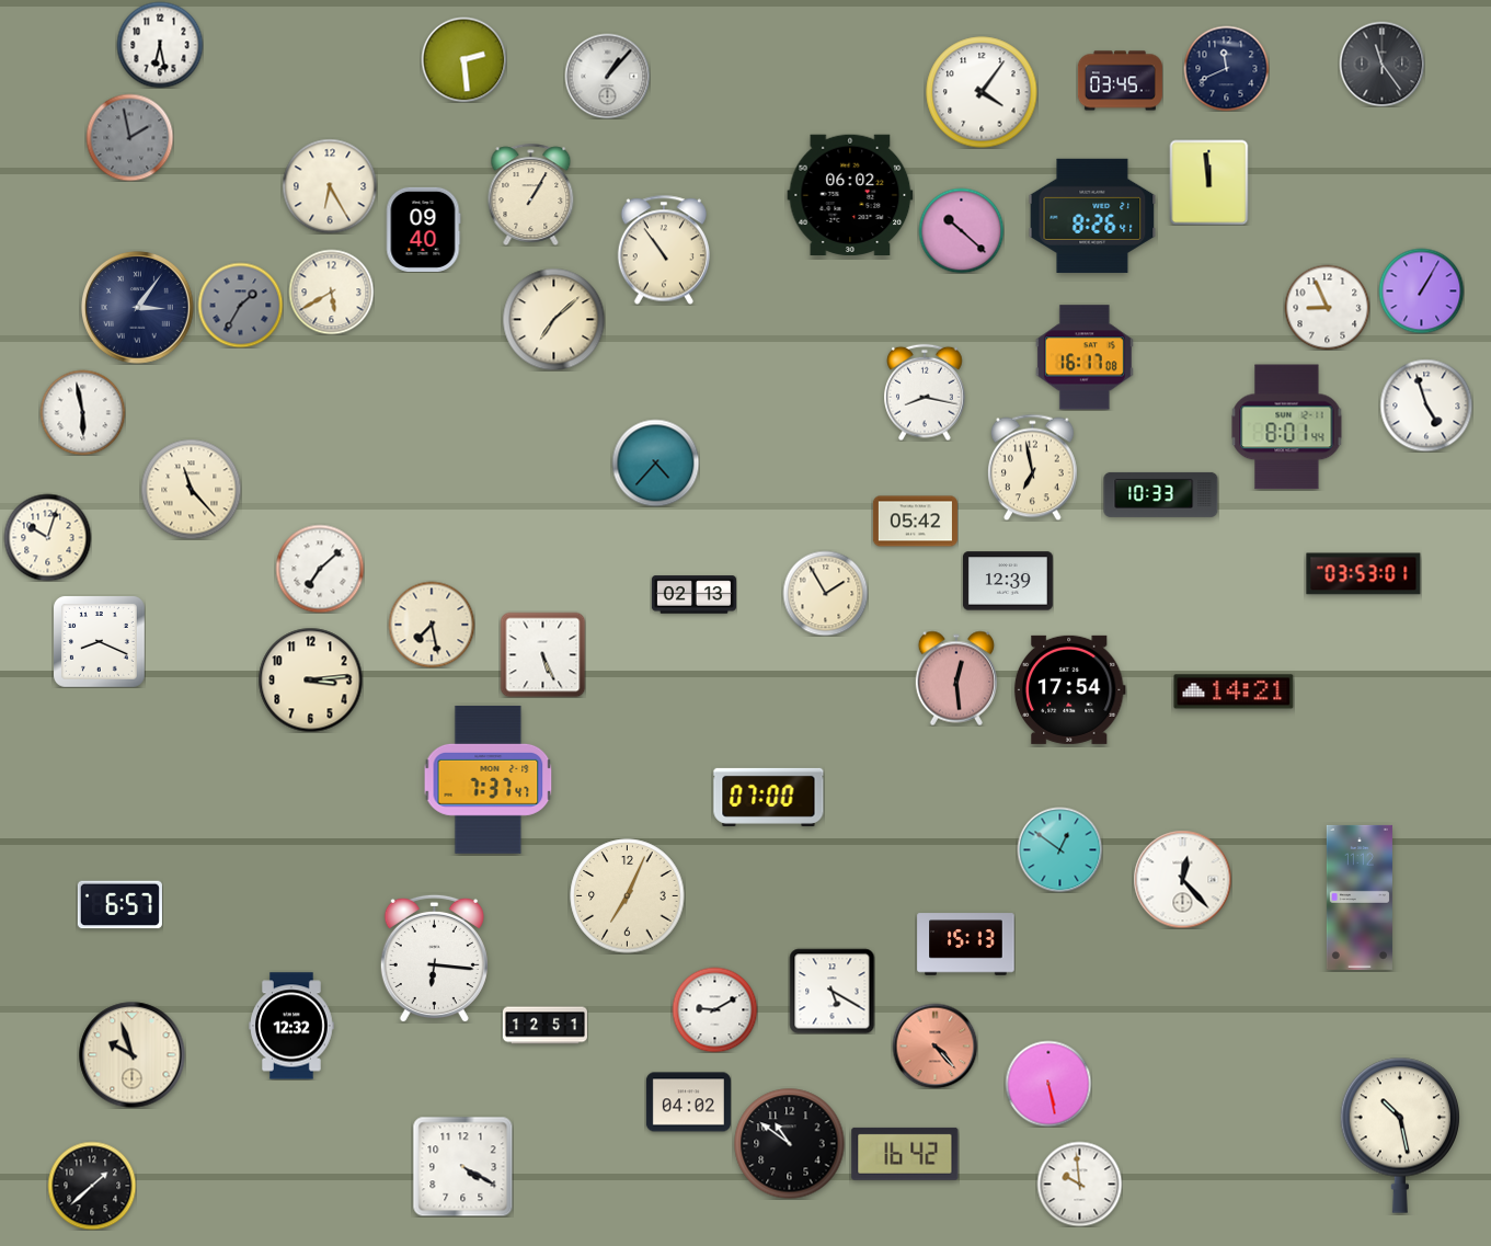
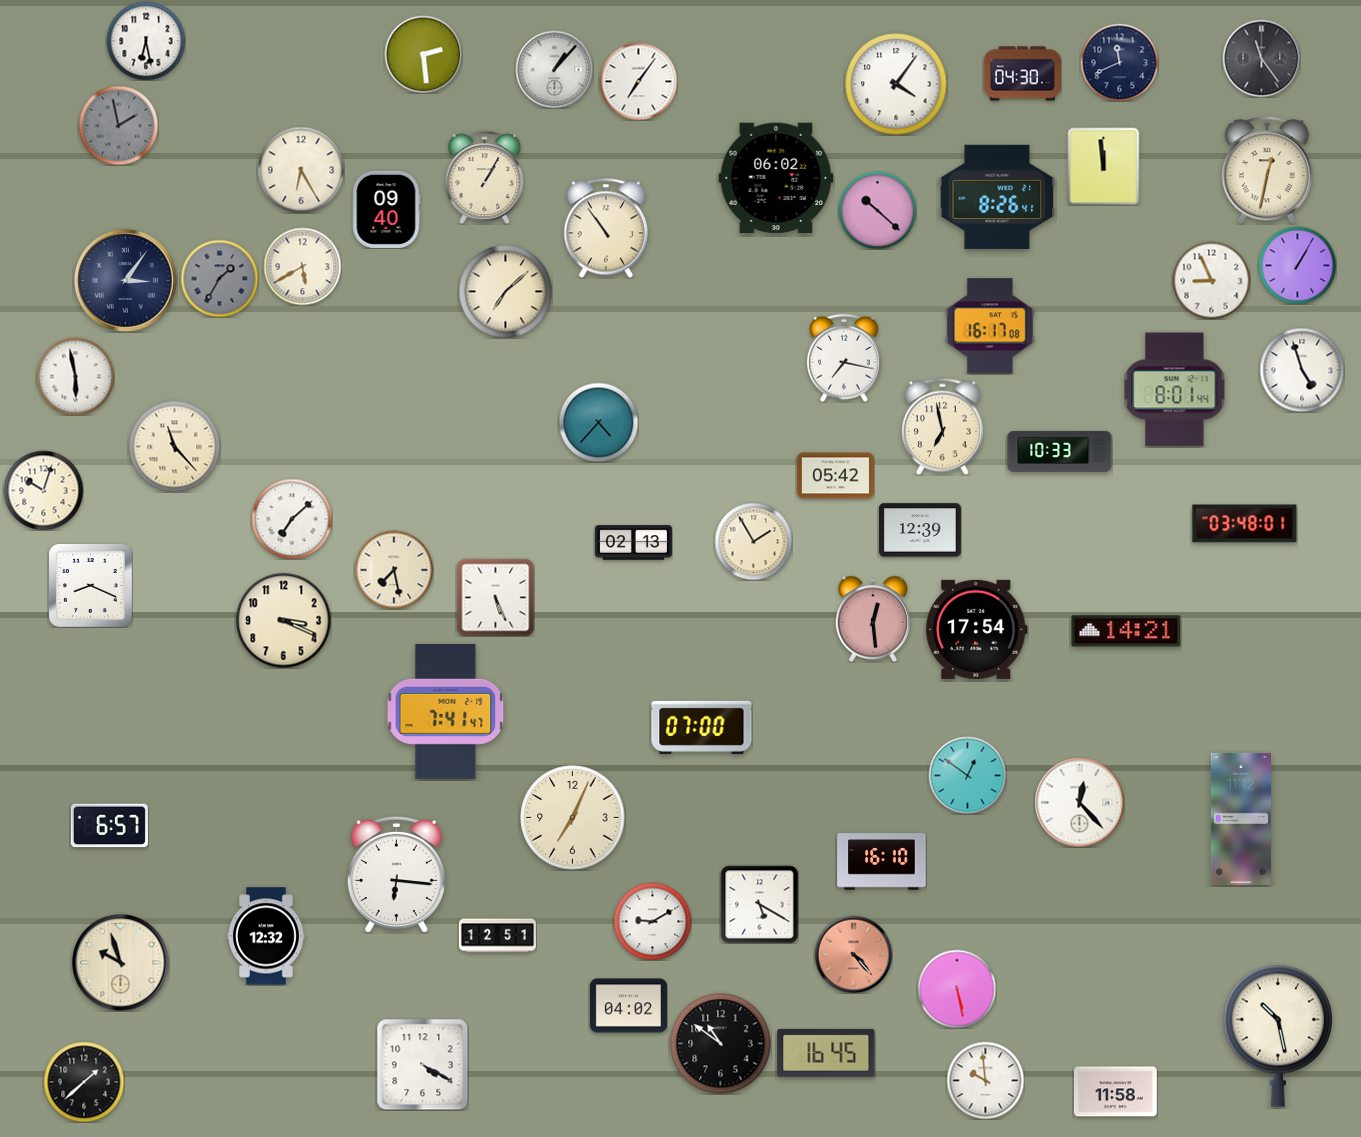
clock at (1120, 81): 03:45 -> 04:30
clock at (638, 81): none -> 7:06
clock at (1267, 170): none -> 12:32
clock at (926, 392): 8:17 -> 7:17
clock at (1364, 574): 03:53 -> 03:48
clock at (310, 679): 3:14 -> 3:19
clock at (489, 779): 7:37 -> 7:41
clock at (966, 945): 15:13 -> 16:10
clock at (905, 1154): 16:42 -> 16:45
clock at (1115, 1092): none -> 11:58
